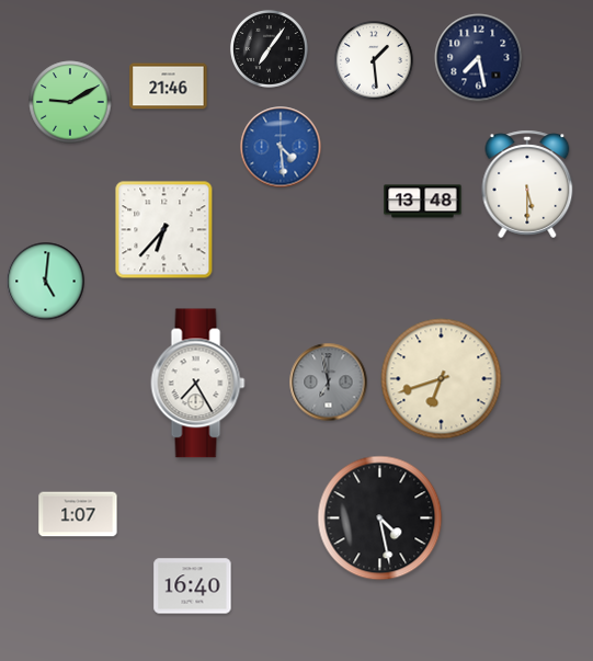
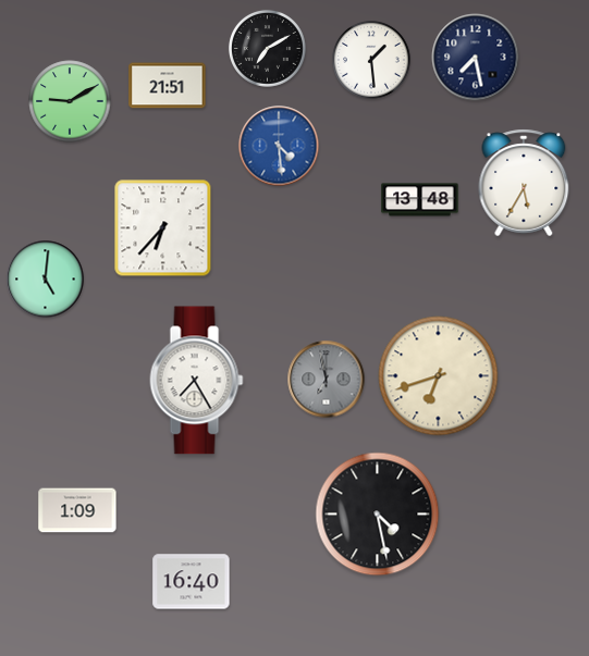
clock at (269, 48): 7:06 -> 7:10
clock at (169, 87): 21:46 -> 21:51
clock at (527, 184): 5:30 -> 5:35
clock at (78, 514): 1:07 -> 1:09
